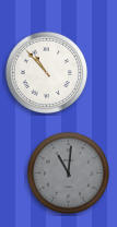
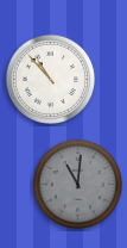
clock at (68, 172) position: (68, 172) -> (77, 184)
